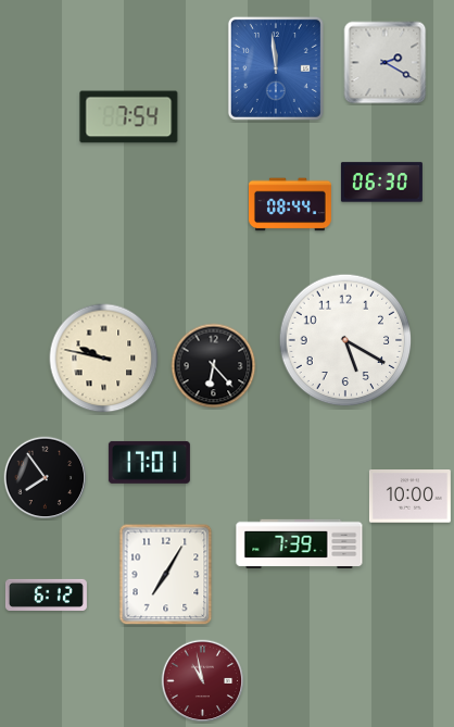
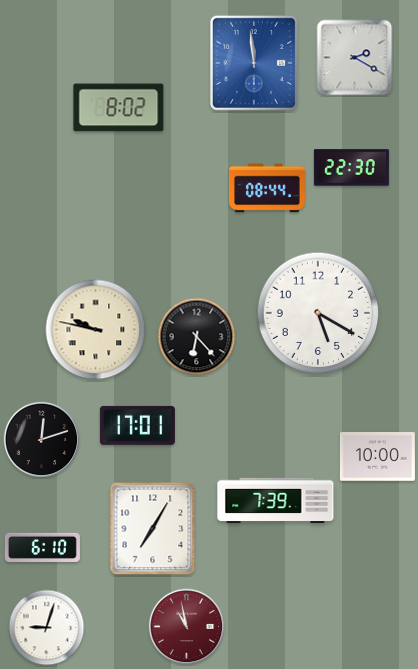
clock at (129, 117): 7:54 -> 8:02
clock at (381, 183): 06:30 -> 22:30
clock at (46, 478): 7:54 -> 12:12
clock at (46, 594): 6:12 -> 6:10
clock at (47, 628): none -> 9:03
